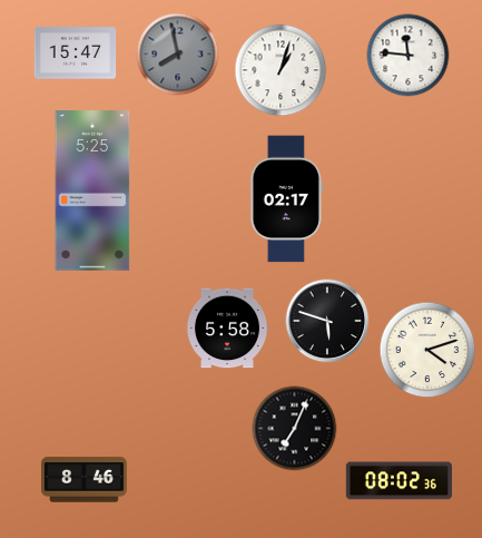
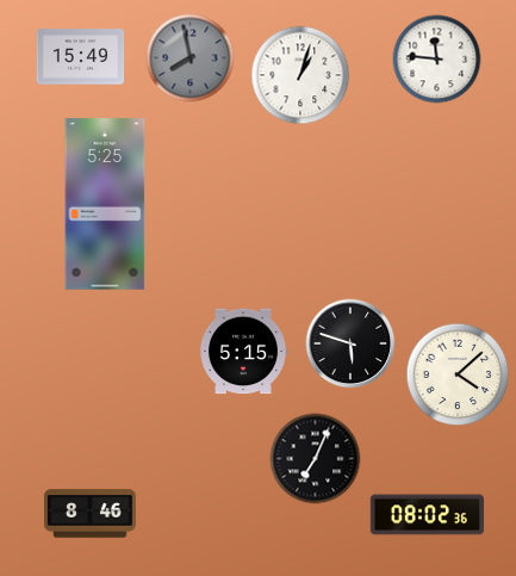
clock at (76, 53): 15:47 -> 15:49
clock at (92, 190) position: (92, 190) -> (105, 204)
clock at (286, 199): 02:17 -> none
clock at (227, 329): 5:58 -> 5:15
clock at (427, 350): 4:12 -> 4:08
